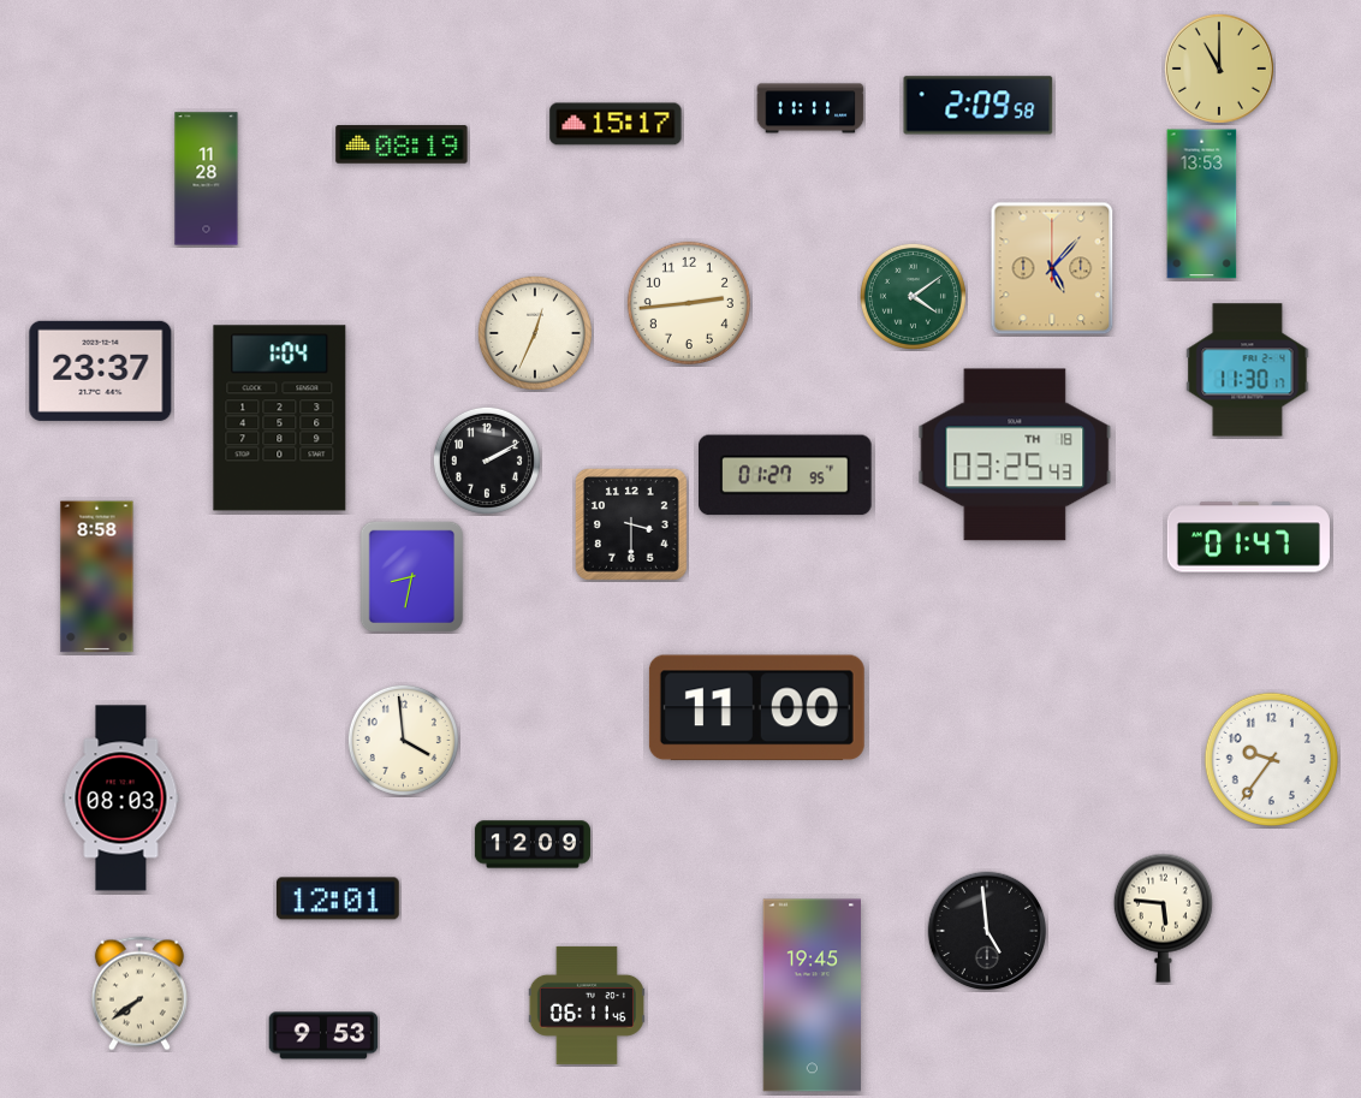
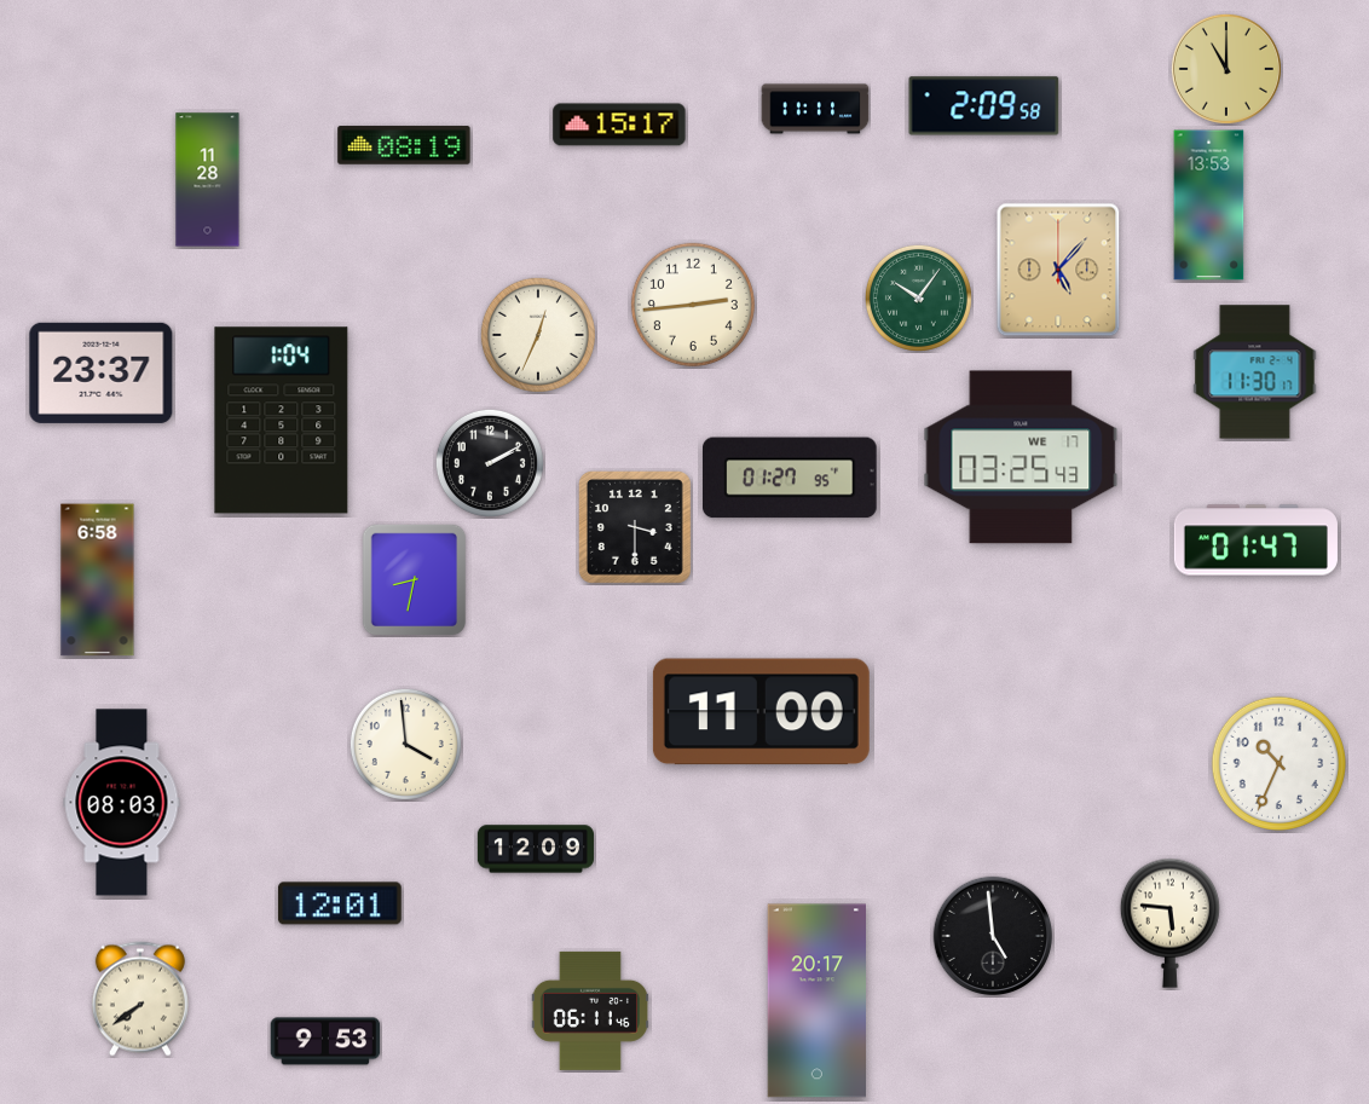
clock at (913, 296): 4:09 -> 10:06
clock at (1015, 455) date: TH 18 -> WE 17
clock at (97, 577): 8:58 -> 6:58
clock at (1271, 759): 9:36 -> 10:34
clock at (812, 996): 19:45 -> 20:17
